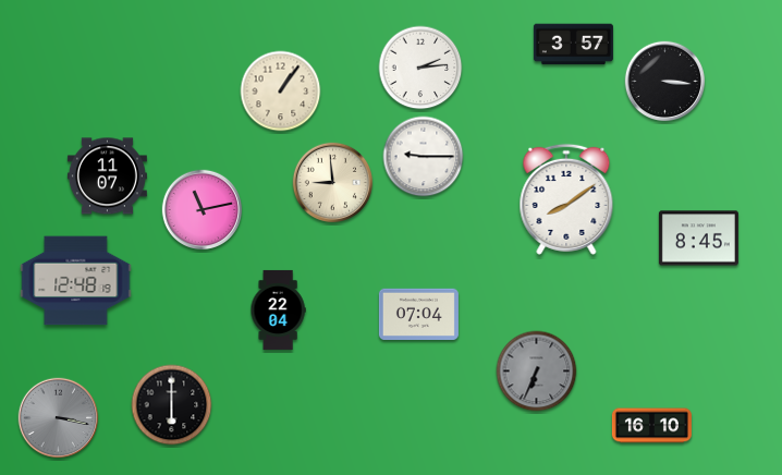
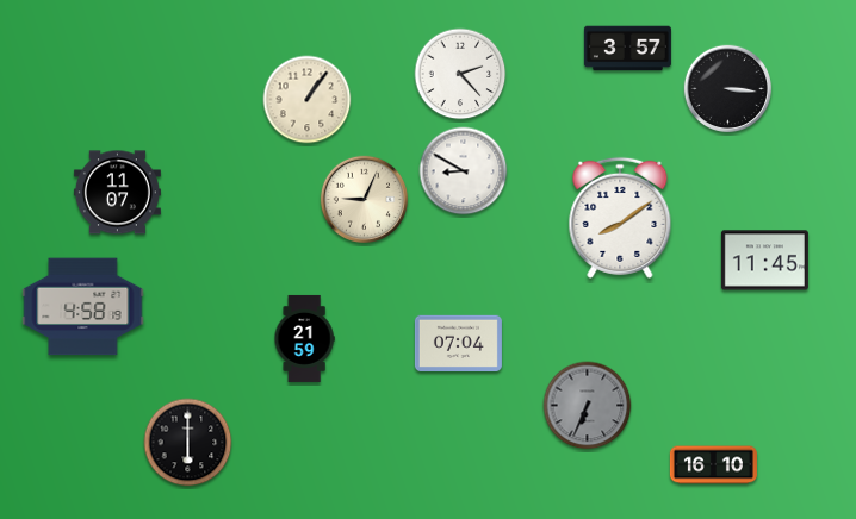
clock at (420, 68): 2:14 -> 2:23
clock at (424, 157): 9:15 -> 8:50
clock at (333, 183): 8:59 -> 9:04
clock at (203, 210): 11:13 -> none
clock at (698, 239): 8:45 -> 11:45
clock at (76, 281): 12:48 -> 4:58
clock at (278, 309): 22:04 -> 21:59
clock at (59, 418): 3:17 -> none
